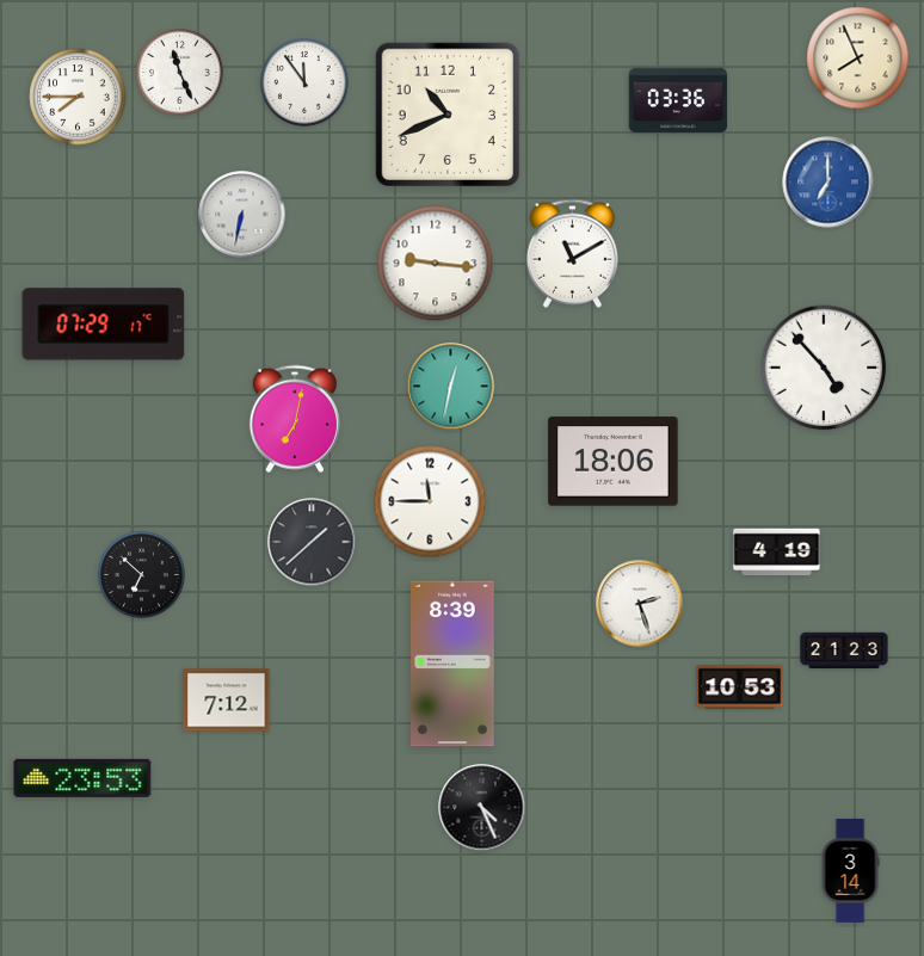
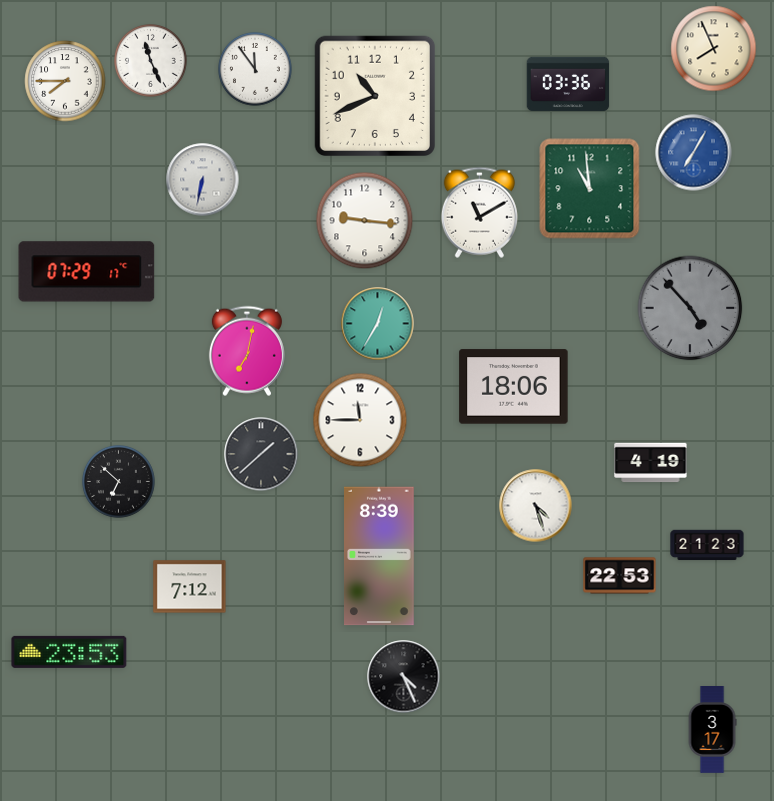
clock at (858, 58) position: (858, 58) -> (714, 49)
clock at (828, 183): 7:00 -> 7:05
clock at (590, 189): none -> 10:59
clock at (824, 368) dial: white -> grey
clock at (451, 387): 12:32 -> 12:35
clock at (640, 604): 2:27 -> 4:27
clock at (740, 687): 10:53 -> 22:53
clock at (850, 871): 3:14 -> 3:17
